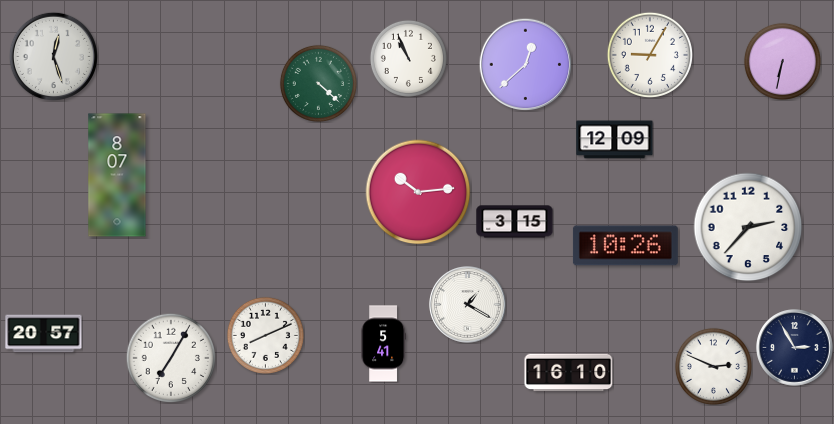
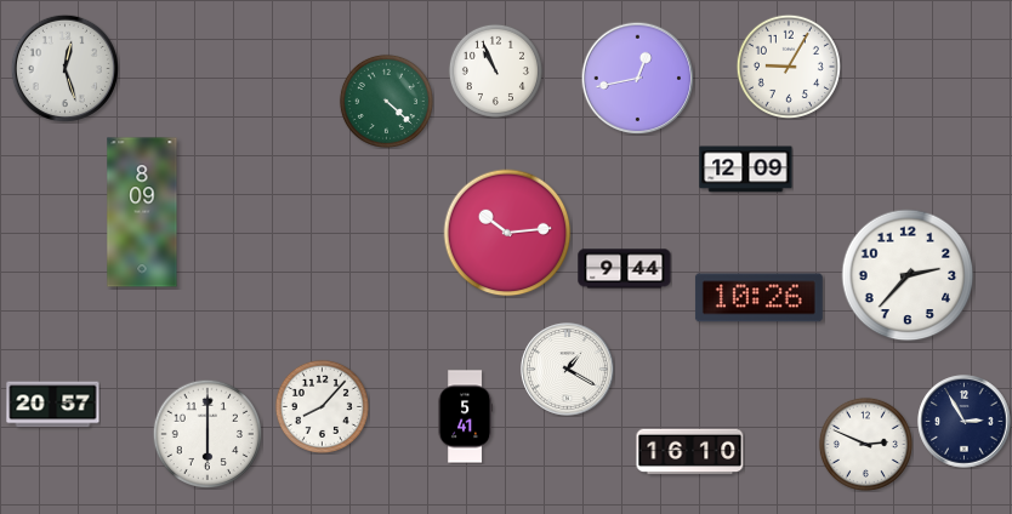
clock at (782, 61): 6:32 -> none
clock at (525, 64): 12:38 -> 12:43
clock at (117, 175): 8:07 -> 8:09
clock at (515, 222): 3:15 -> 9:44
clock at (265, 335): 8:11 -> 8:07
clock at (170, 357): 7:05 -> 6:00
